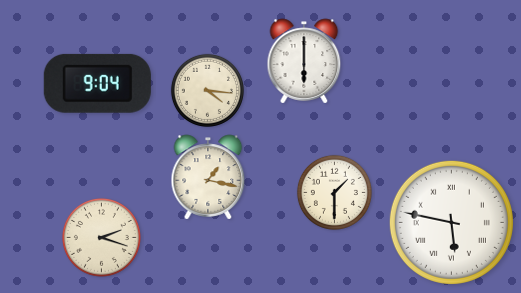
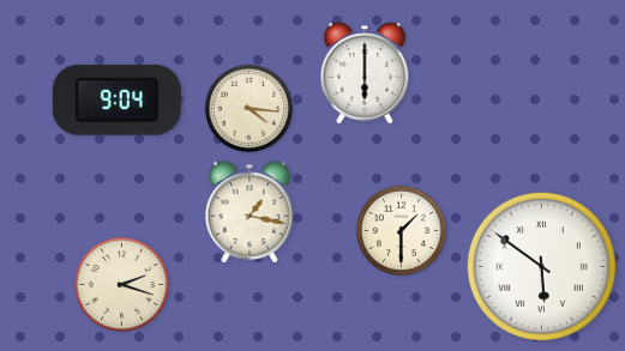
clock at (451, 222): 5:47 -> 5:51
